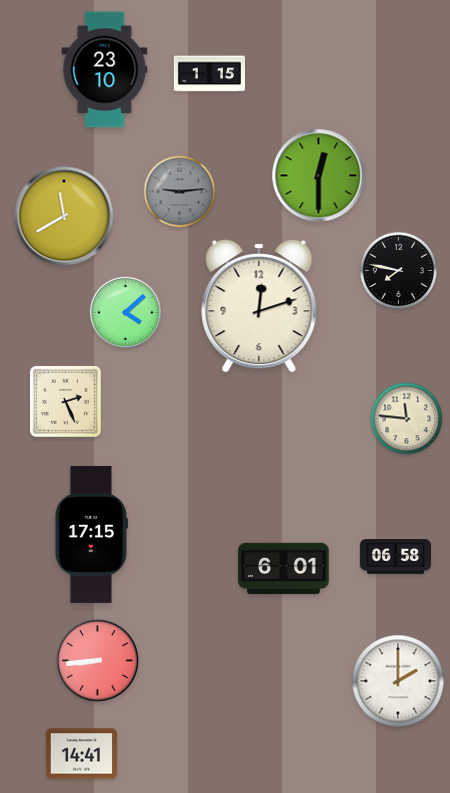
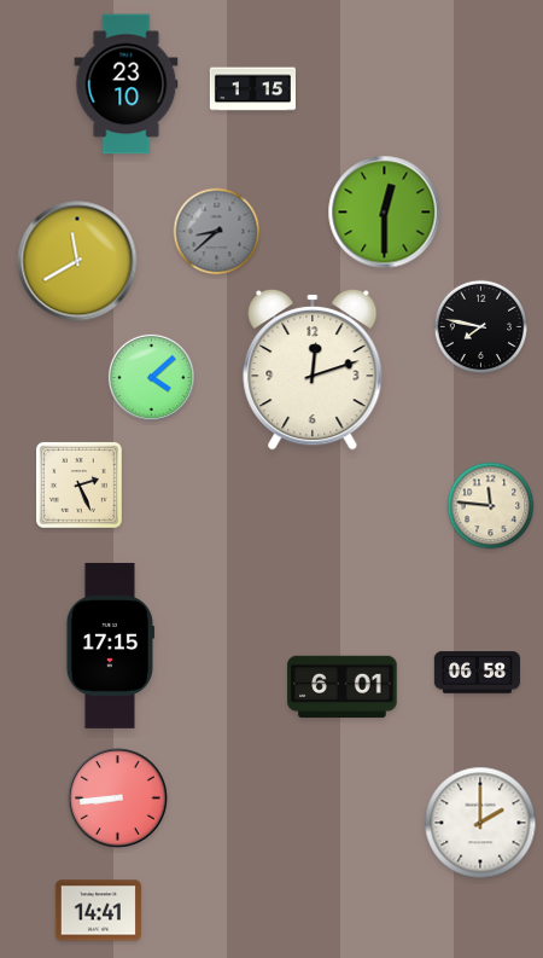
clock at (180, 192): 9:14 -> 8:38
